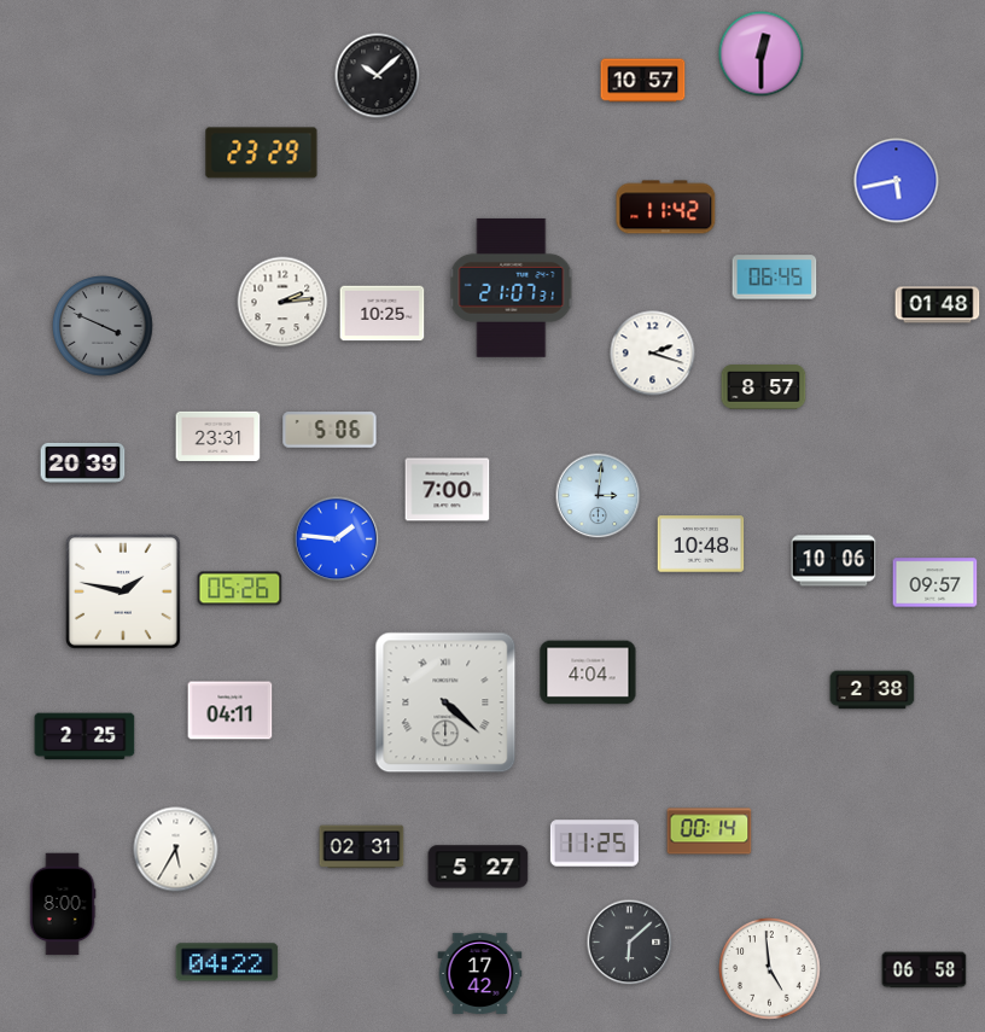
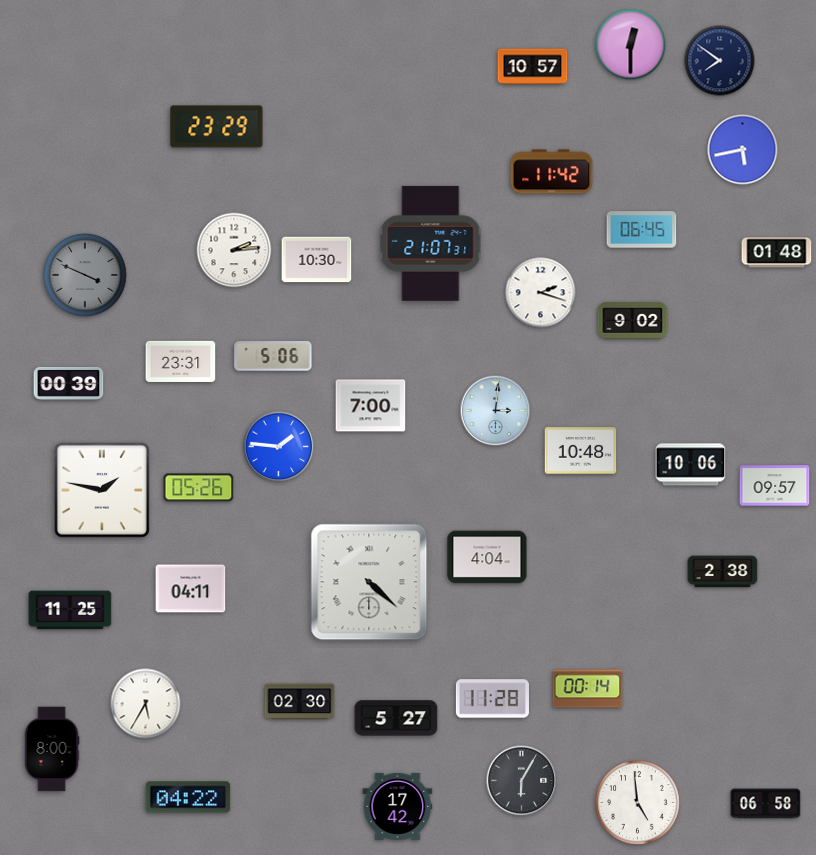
clock at (720, 61): none -> 7:51
clock at (378, 76): 10:08 -> none
clock at (512, 287) position: (512, 287) -> (431, 243)
clock at (383, 314): 10:25 -> 10:30
clock at (104, 327) position: (104, 327) -> (86, 276)
clock at (764, 387): 8:57 -> 9:02
clock at (83, 462): 20:39 -> 00:39
clock at (936, 583) position: (936, 583) -> (775, 486)
clock at (84, 736): 2:25 -> 11:25
clock at (594, 844): 11:25 -> 11:28
clock at (362, 847): 02:31 -> 02:30
clock at (630, 943): 6:08 -> 6:05
